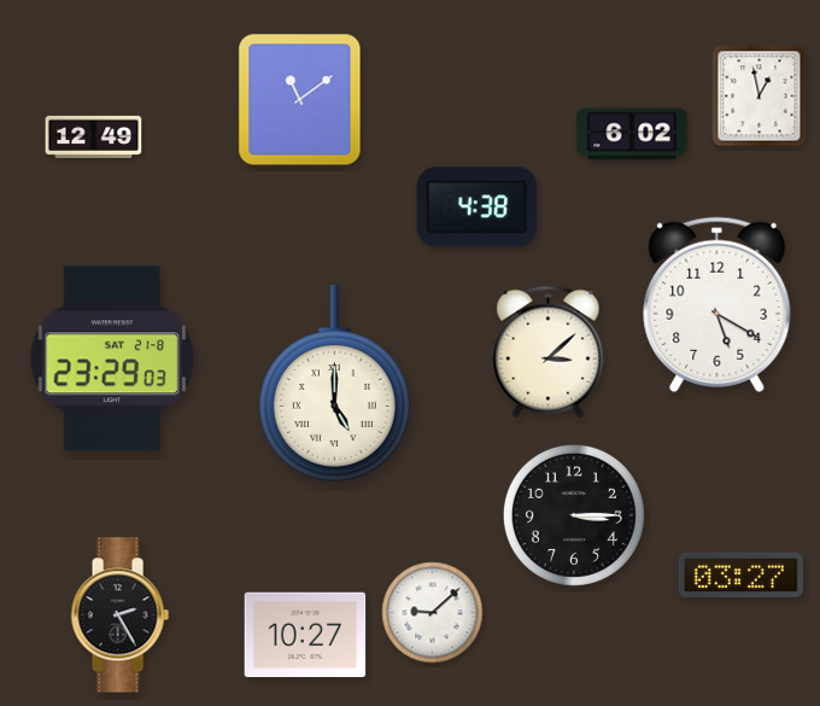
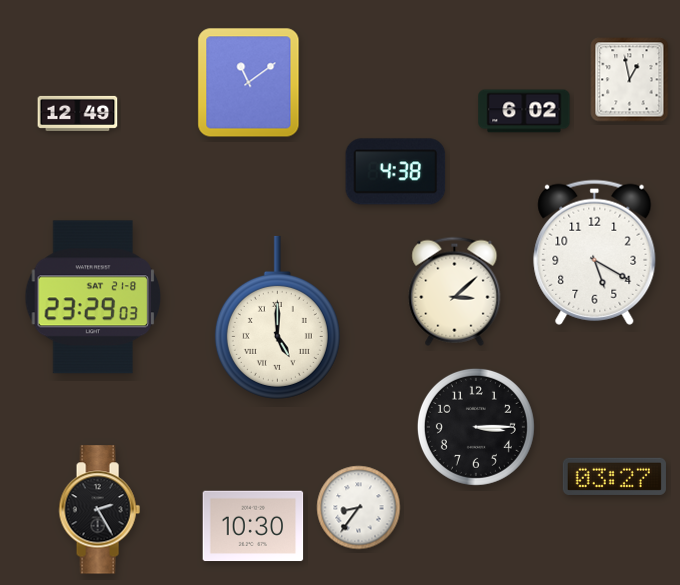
clock at (433, 613): 9:08 -> 8:36
clock at (305, 635): 10:27 -> 10:30
